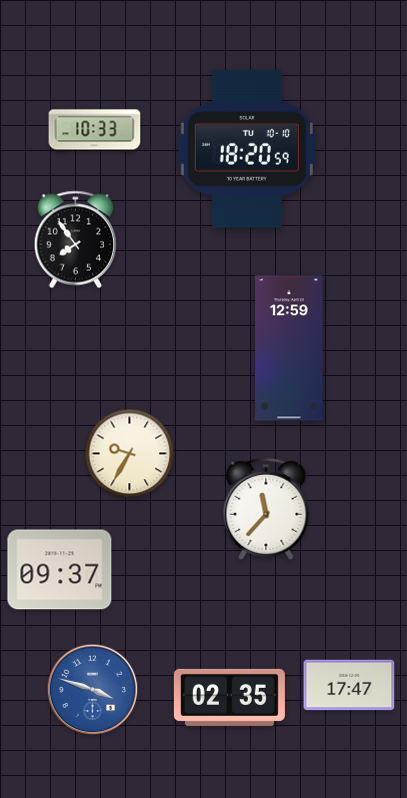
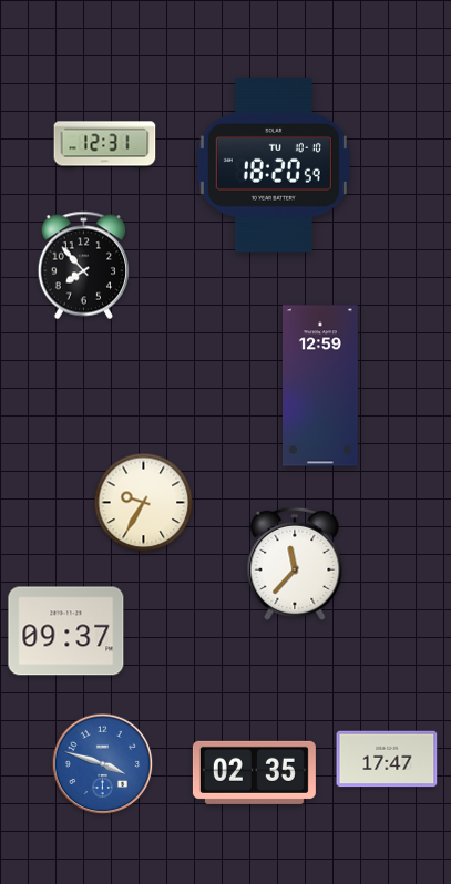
clock at (95, 131): 10:33 -> 12:31
clock at (75, 240): 7:54 -> 7:53
